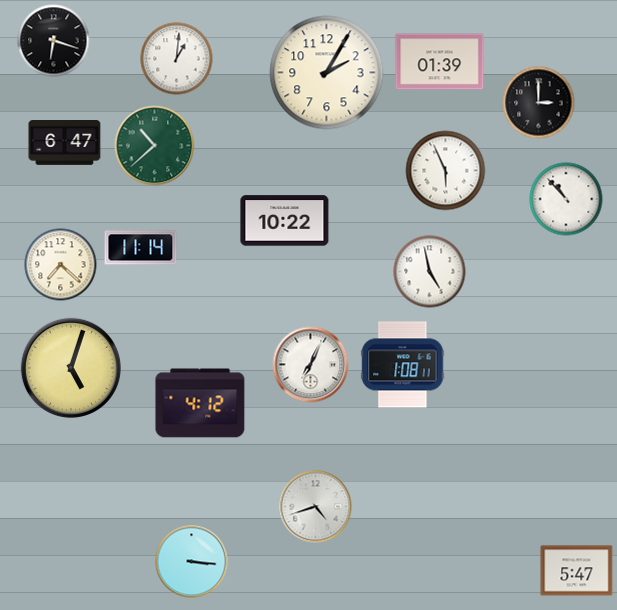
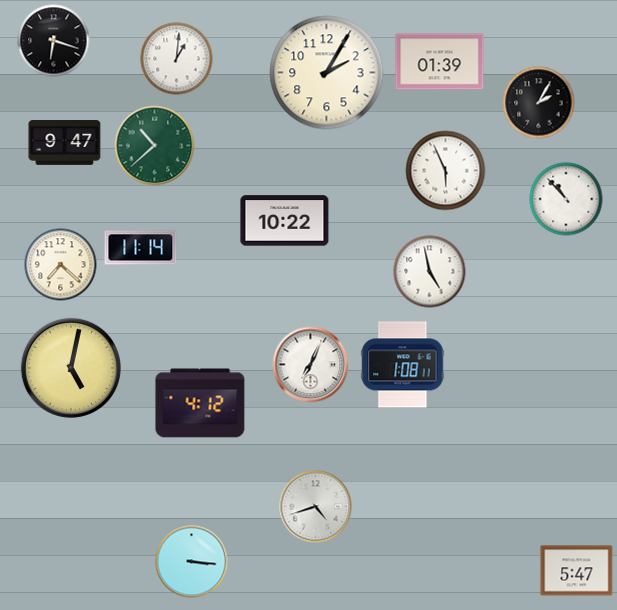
clock at (539, 103): 3:00 -> 2:05
clock at (65, 143): 6:47 -> 9:47
clock at (71, 368): 5:03 -> 5:02
